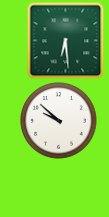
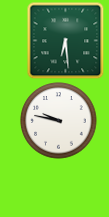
clock at (59, 121): 9:52 -> 9:47
